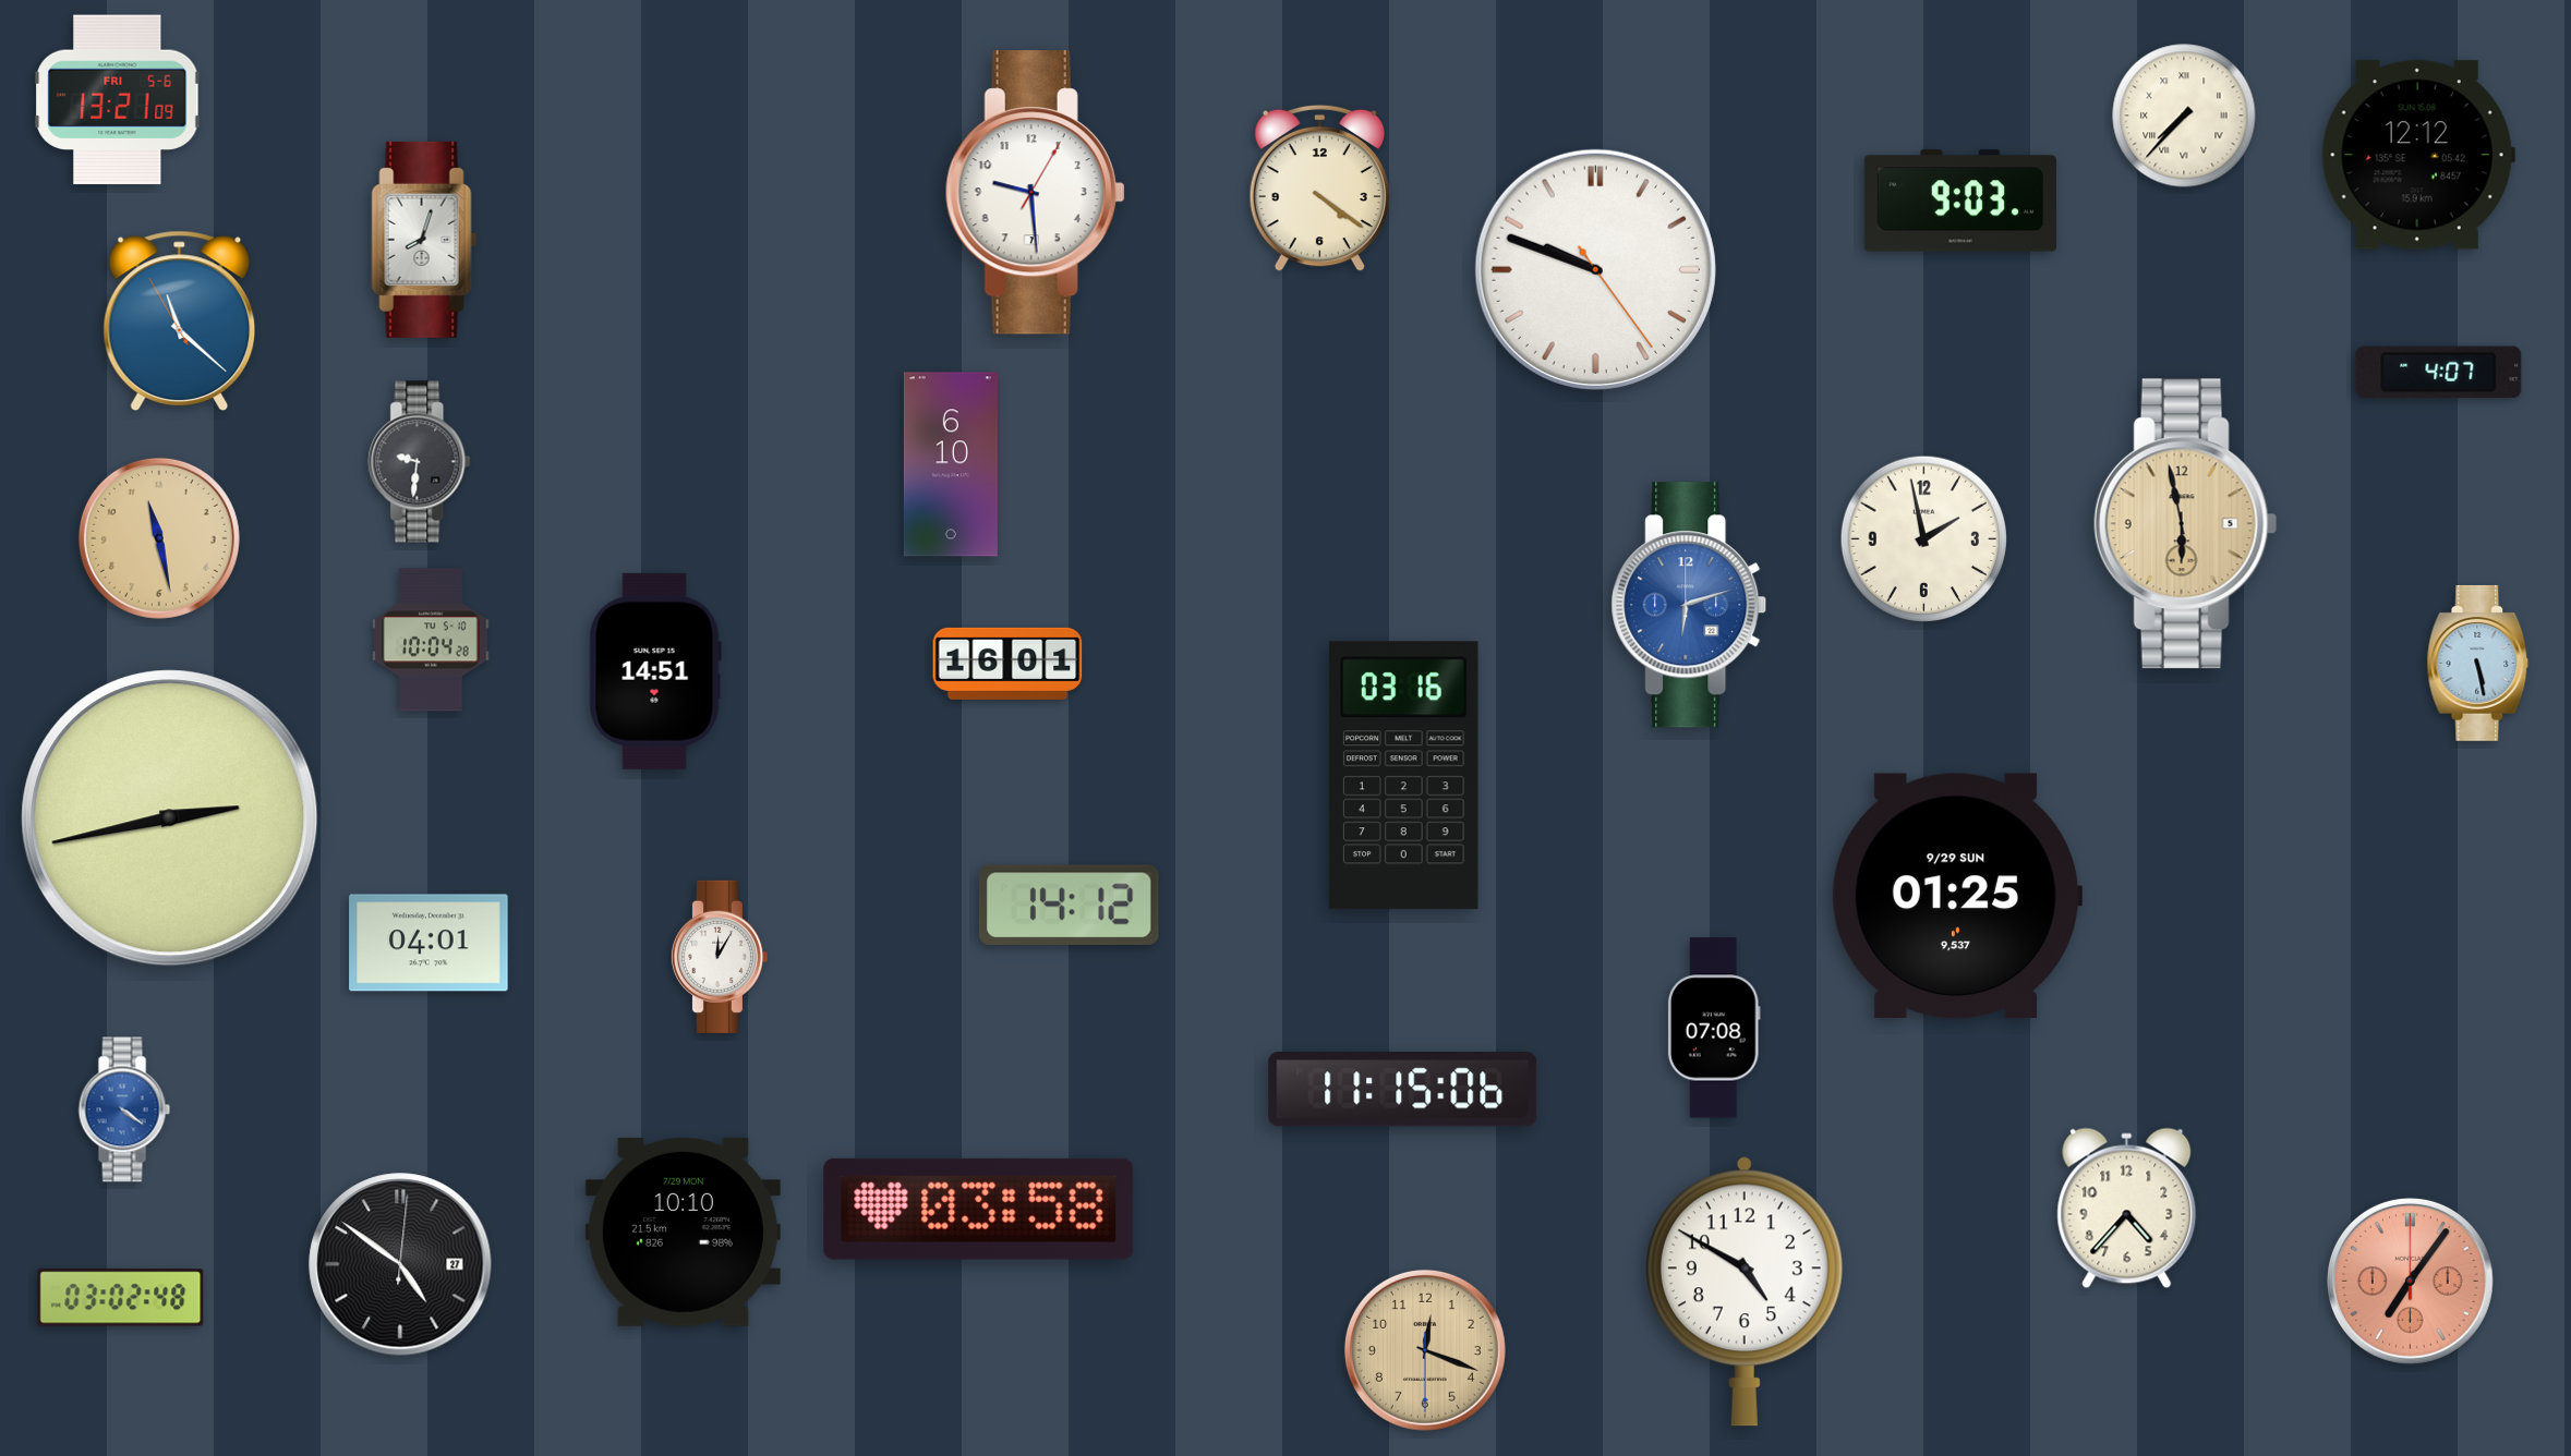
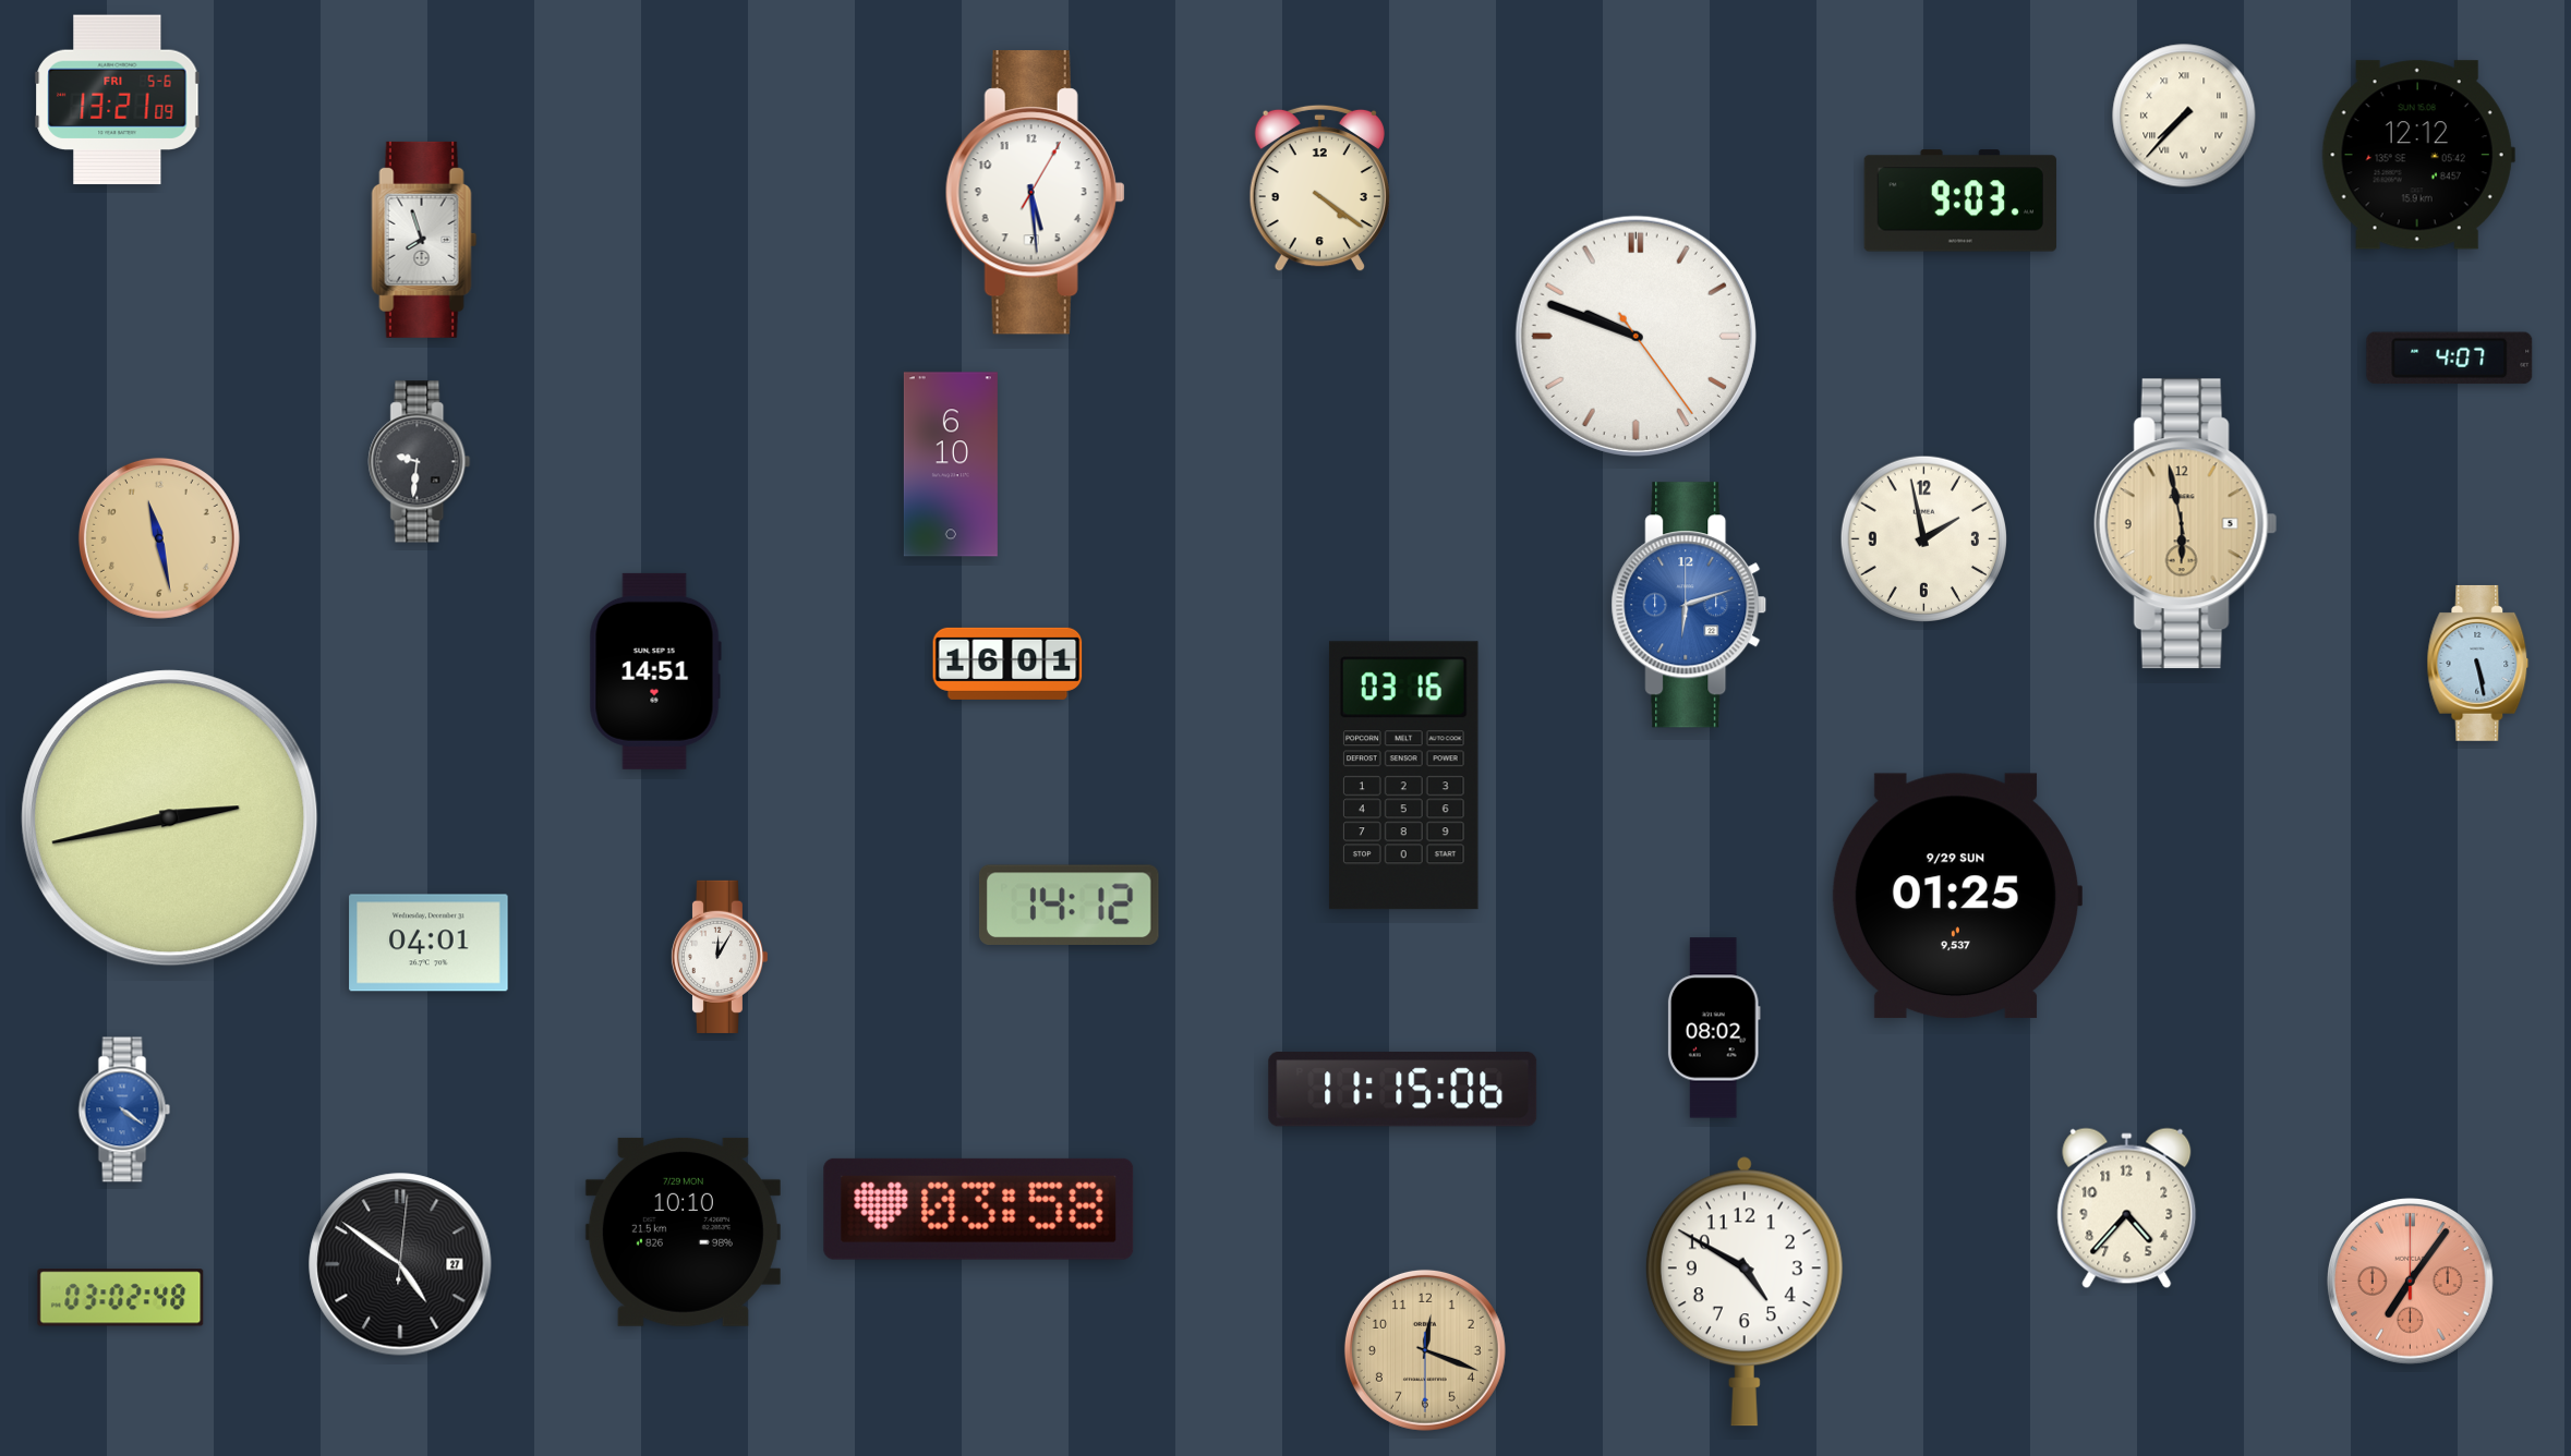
clock at (1035, 193): 9:29 -> 5:29
clock at (424, 240): 8:03 -> 7:57
clock at (1595, 269) position: (1595, 269) -> (1635, 336)
clock at (180, 320): 11:21 -> none
clock at (2439, 373) position: (2439, 373) -> (2450, 359)
clock at (431, 640): 10:04 -> none
clock at (1714, 1028): 07:08 -> 08:02
